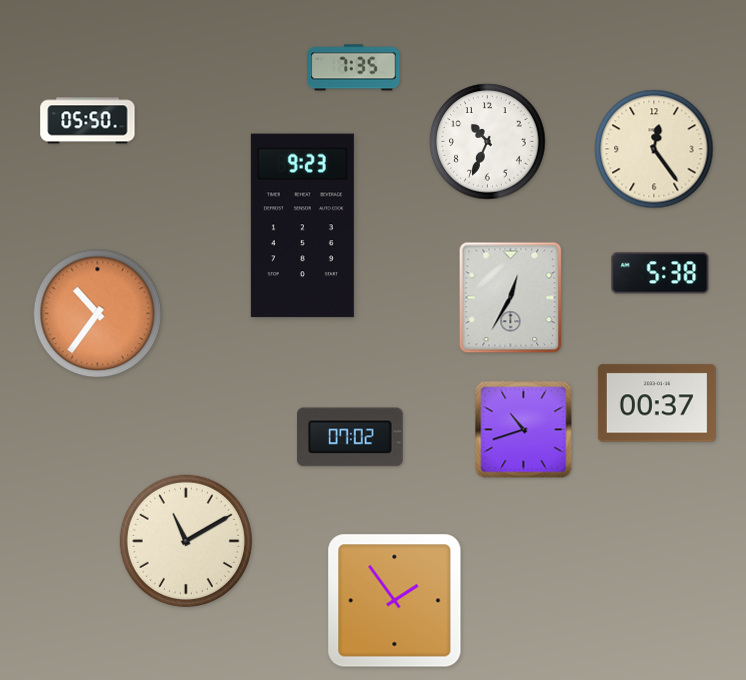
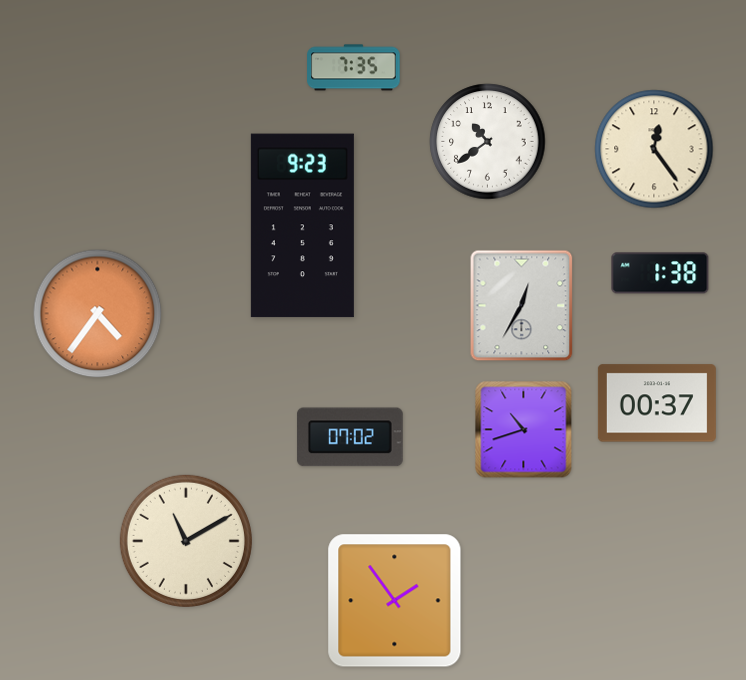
clock at (88, 121): 05:50 -> none
clock at (488, 142): 10:34 -> 10:39
clock at (660, 273): 5:38 -> 1:38
clock at (511, 298) position: (511, 298) -> (522, 306)
clock at (98, 314): 10:36 -> 4:36
